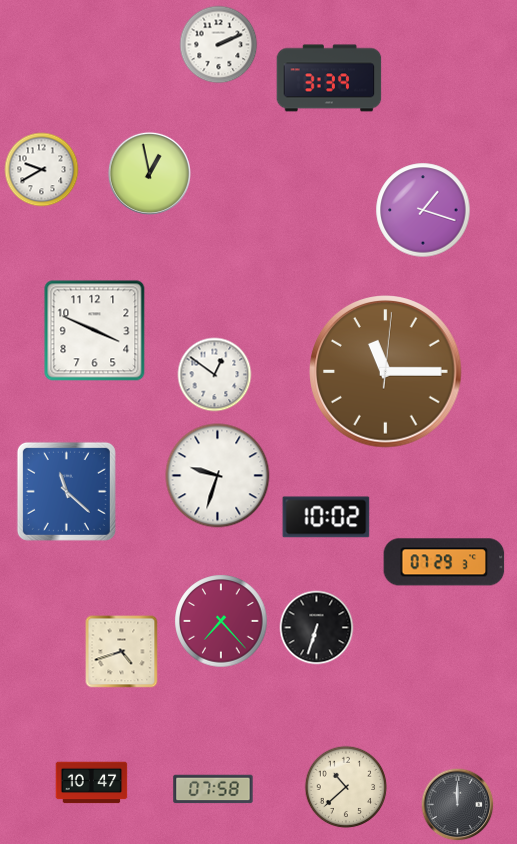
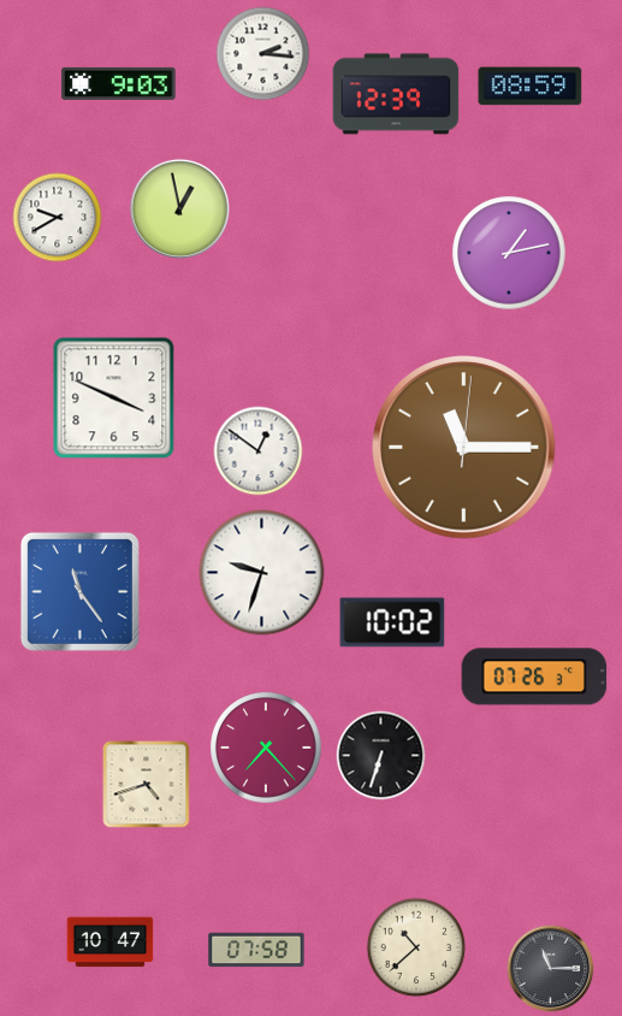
clock at (219, 45): 2:11 -> 2:16
clock at (119, 83): none -> 9:03
clock at (531, 87): none -> 08:59
clock at (329, 78): 3:39 -> 12:39
clock at (42, 170) position: (42, 170) -> (58, 218)
clock at (423, 210): 1:18 -> 1:13
clock at (66, 491): 11:22 -> 11:24
clock at (444, 562): 07:29 -> 07:26
clock at (458, 805): 12:00 -> 11:15
